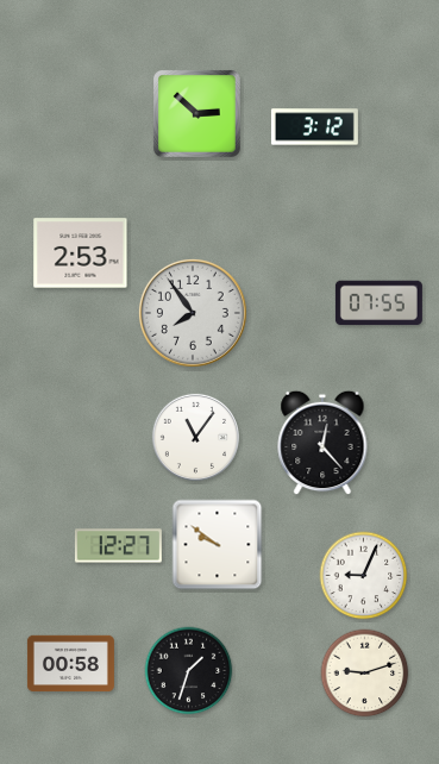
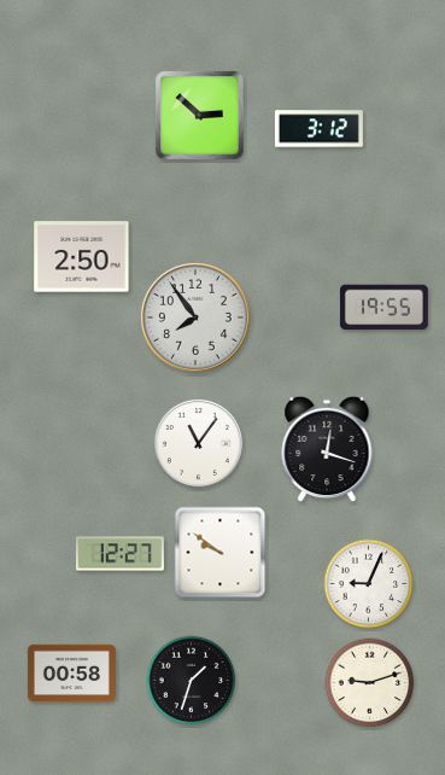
clock at (81, 253): 2:53 -> 2:50
clock at (378, 303): 07:55 -> 19:55
clock at (322, 443): 12:23 -> 12:18
